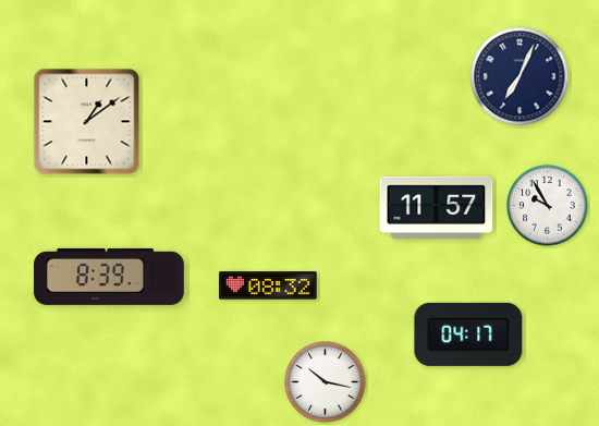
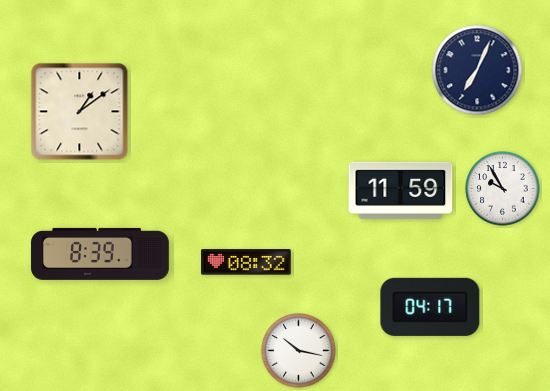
clock at (437, 207): 11:57 -> 11:59
